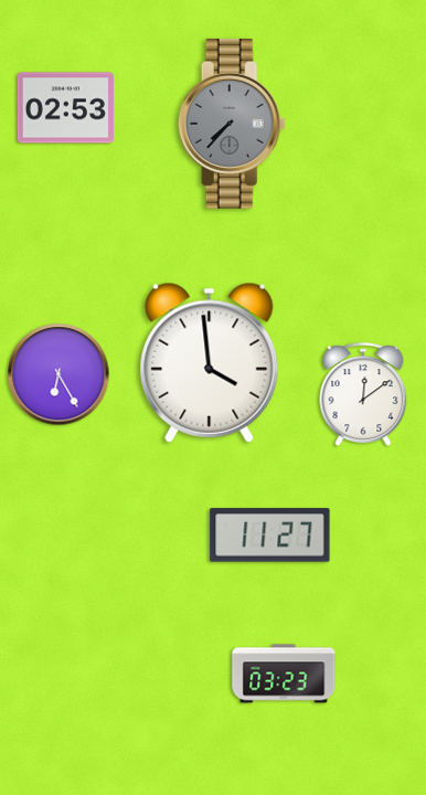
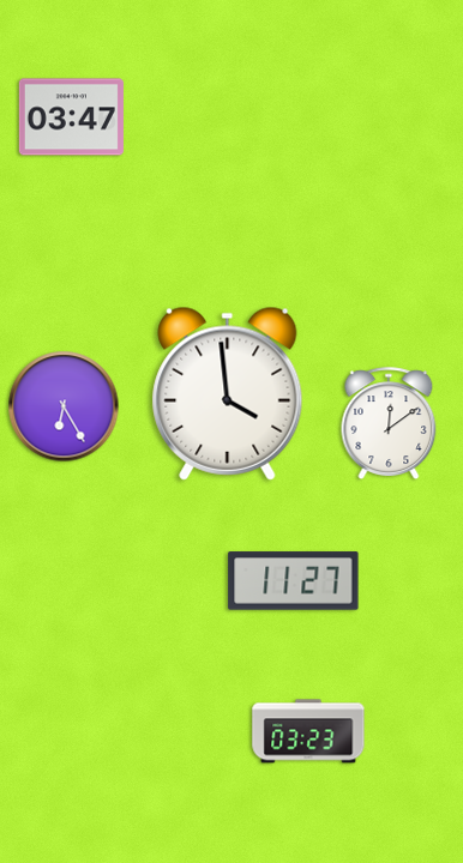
clock at (65, 108): 02:53 -> 03:47
clock at (232, 125): 7:37 -> none
clock at (363, 394) position: (363, 394) -> (389, 423)
